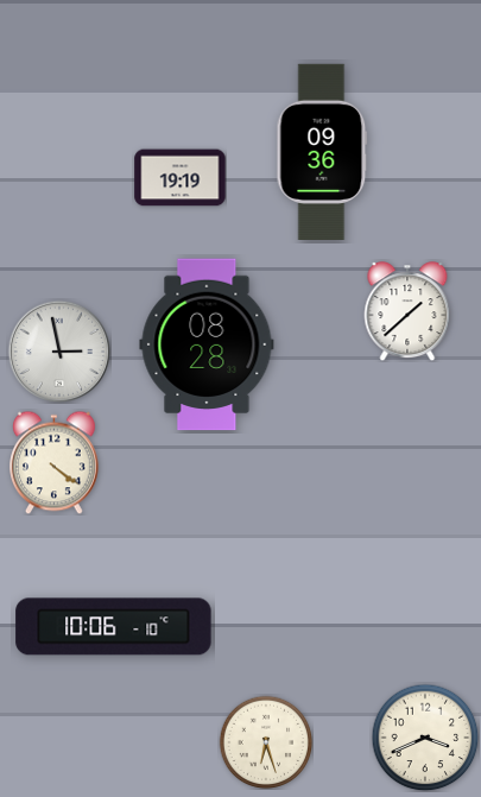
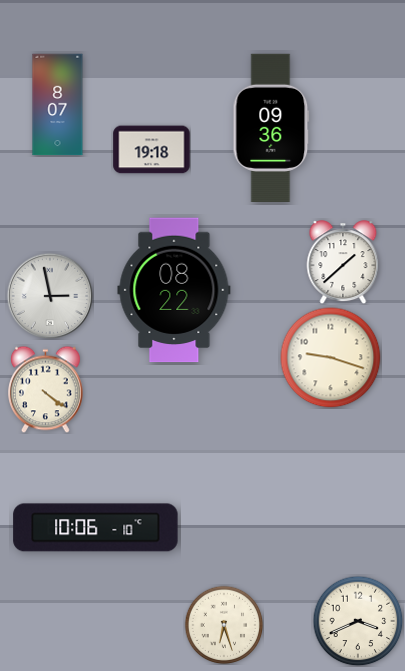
clock at (58, 105): none -> 8:07
clock at (181, 178): 19:19 -> 19:18
clock at (207, 344): 08:28 -> 08:22
clock at (331, 358): none -> 9:18
